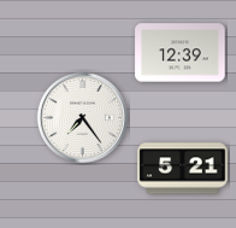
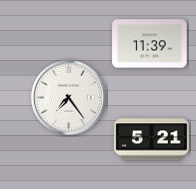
clock at (181, 53): 12:39 -> 11:39
